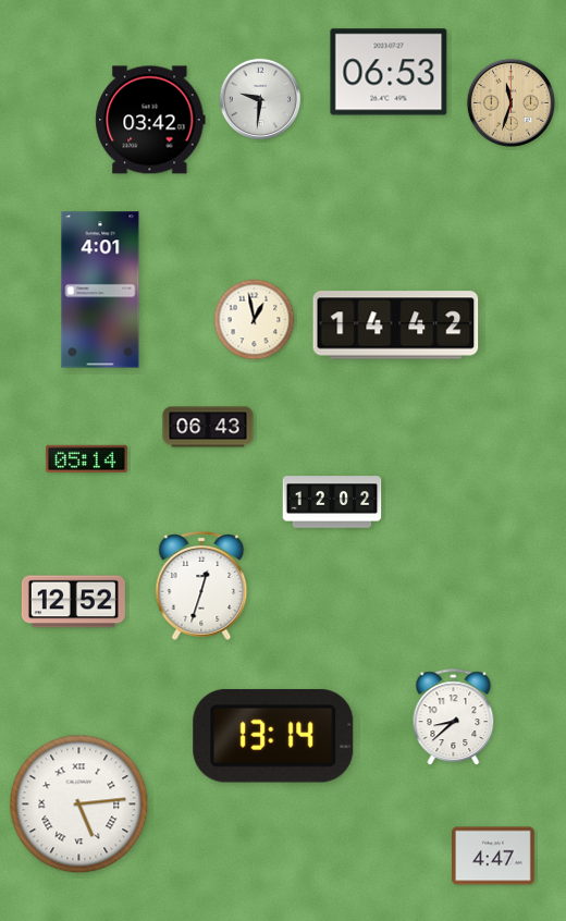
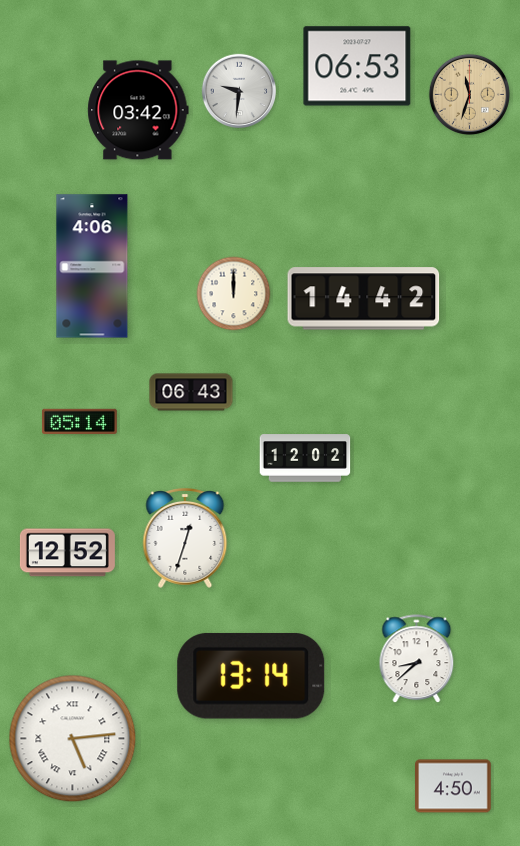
clock at (100, 290): 4:01 -> 4:06
clock at (255, 320): 12:58 -> 12:00
clock at (332, 502) position: (332, 502) -> (305, 458)
clock at (494, 856): 4:47 -> 4:50
